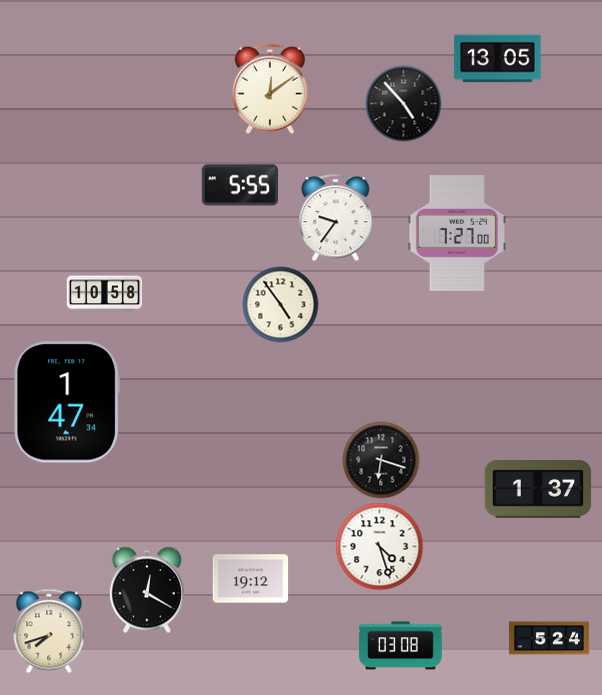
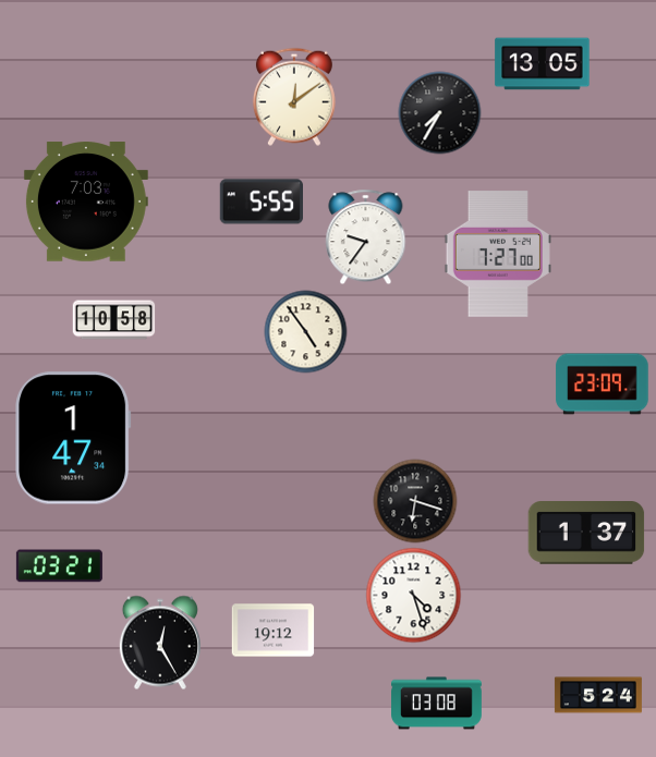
clock at (404, 104): 4:53 -> 7:35
clock at (86, 202): none -> 7:03
clock at (603, 384): none -> 23:09
clock at (59, 566): none -> 03:21
clock at (147, 590): 12:20 -> 12:25
clock at (49, 631): 7:42 -> none
